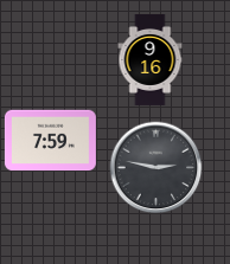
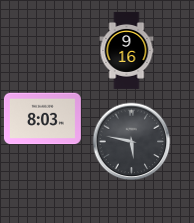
clock at (50, 141): 7:59 -> 8:03
clock at (155, 167): 2:47 -> 5:47
